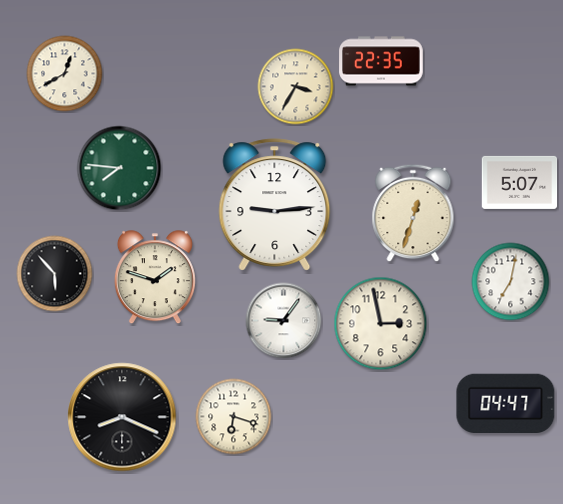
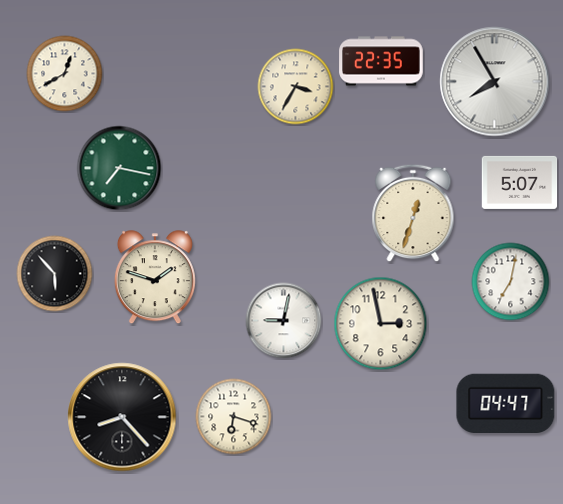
clock at (495, 82): none -> 7:55
clock at (119, 168): 7:46 -> 7:17
clock at (275, 205): 9:14 -> none
clock at (284, 321): 9:06 -> 9:02
clock at (122, 417): 8:19 -> 8:23
